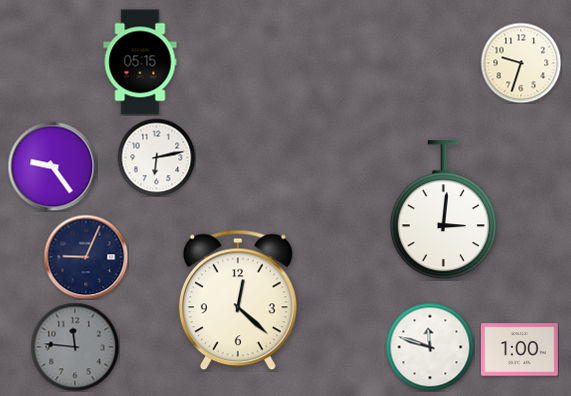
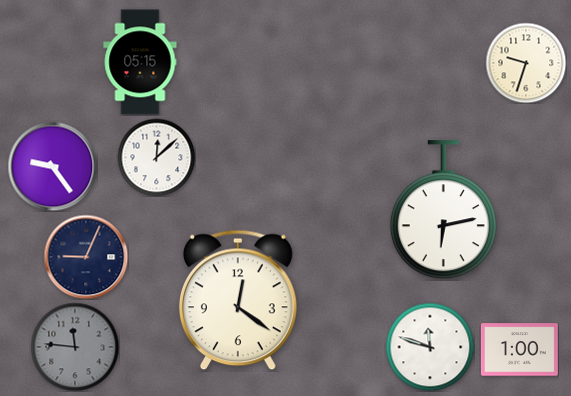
clock at (521, 63) position: (521, 63) -> (526, 63)
clock at (156, 157): 6:13 -> 12:08
clock at (443, 210): 3:01 -> 6:13
clock at (238, 300): 12:22 -> 12:21
